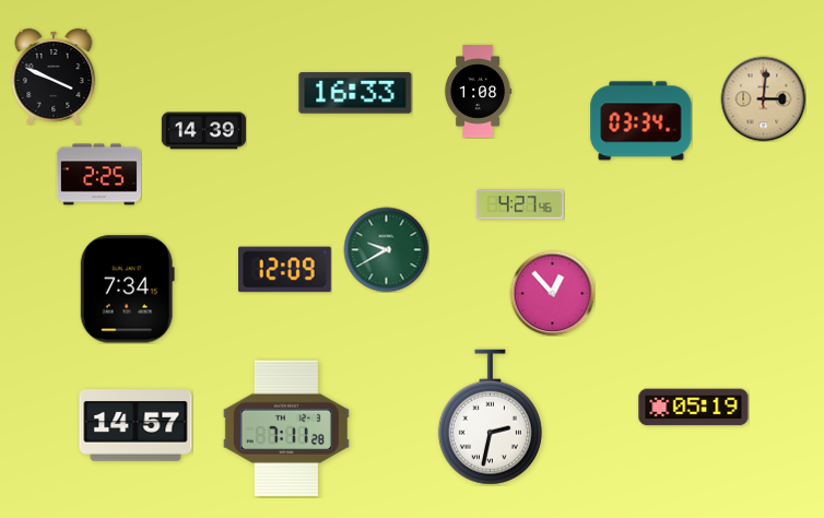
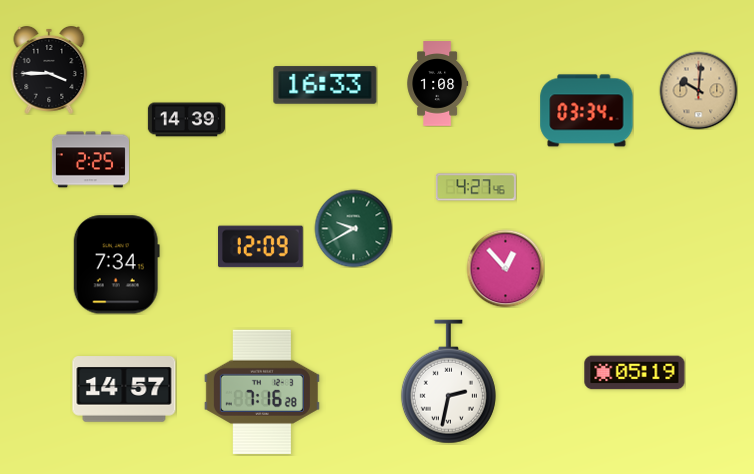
clock at (54, 76): 3:49 -> 3:45
clock at (763, 98): 3:01 -> 10:01
clock at (286, 427): 7:11 -> 7:16
